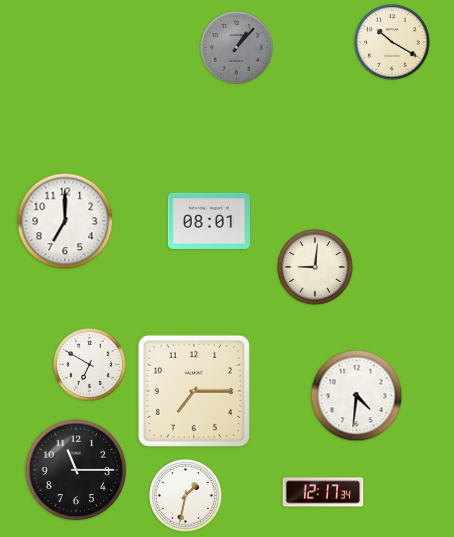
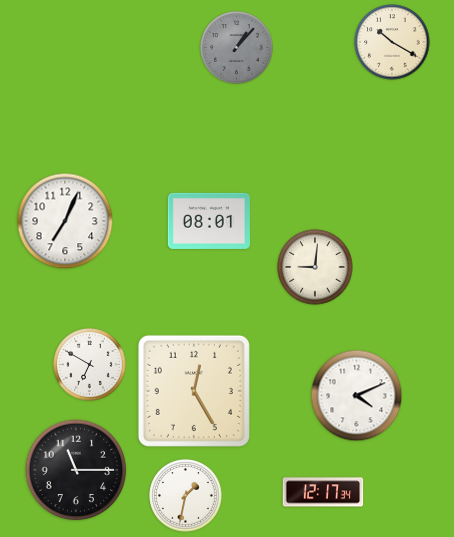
clock at (65, 221): 7:00 -> 7:04
clock at (194, 391): 7:15 -> 12:25
clock at (357, 396): 4:31 -> 4:11
